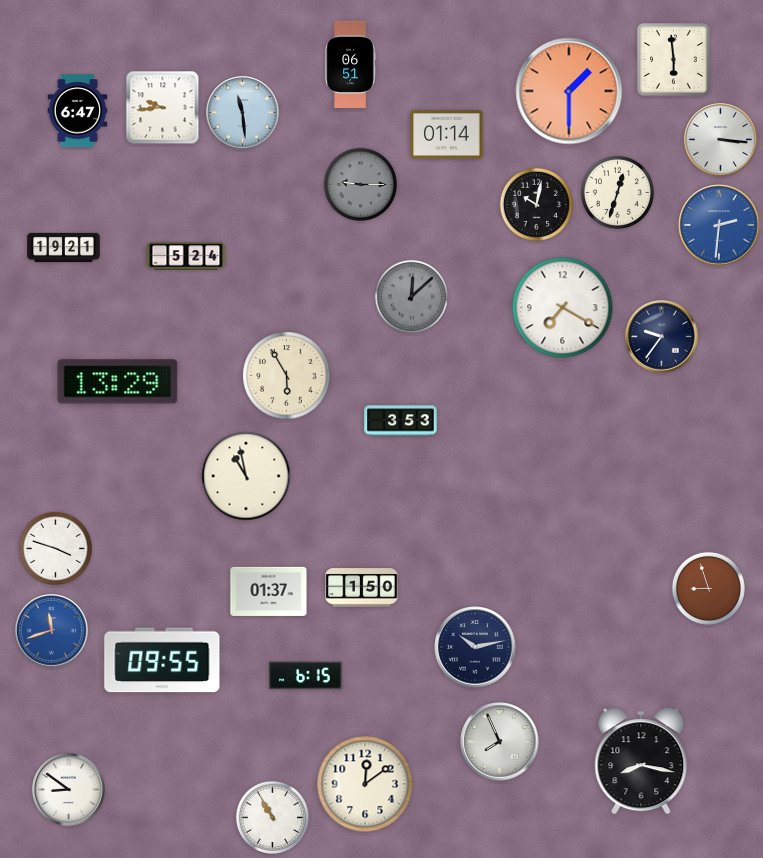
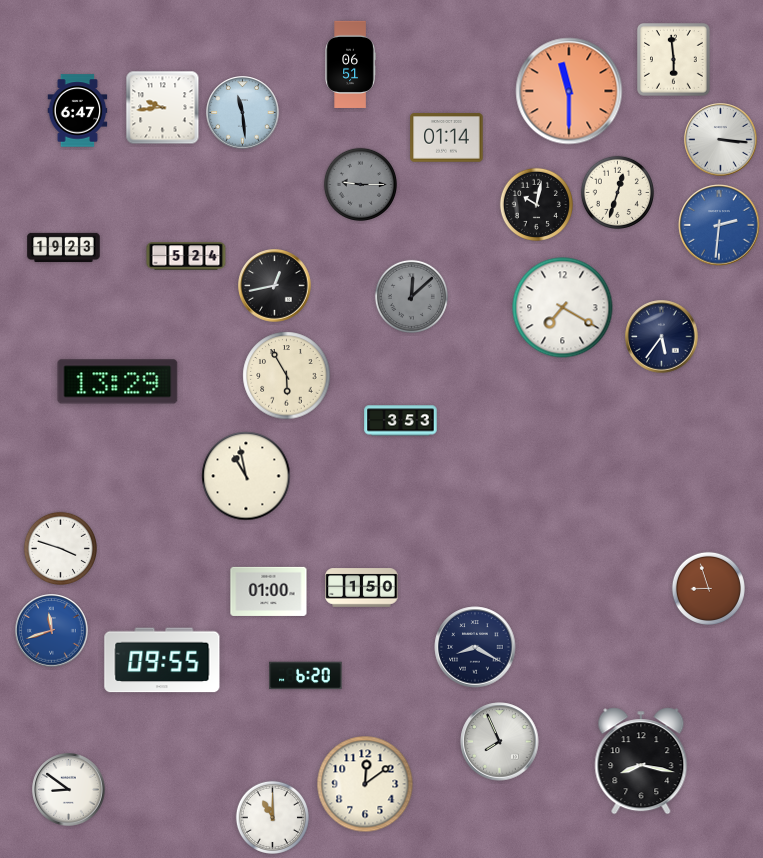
clock at (569, 91): 1:30 -> 11:30
clock at (447, 135) position: (447, 135) -> (447, 138)
clock at (64, 248): 19:21 -> 19:23
clock at (275, 286): none -> 12:43
clock at (662, 337): 9:36 -> 5:36
clock at (55, 548) position: (55, 548) -> (60, 548)
clock at (269, 591): 01:37 -> 01:00
clock at (475, 647): 10:13 -> 8:20
clock at (306, 676): 6:15 -> 6:20
clock at (272, 817): 10:55 -> 11:00
